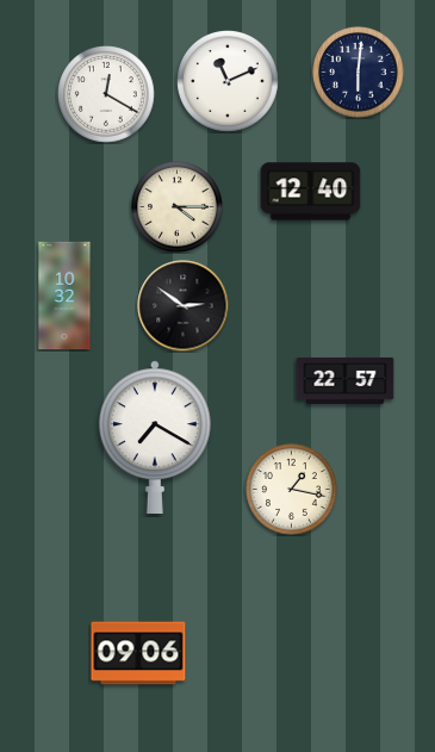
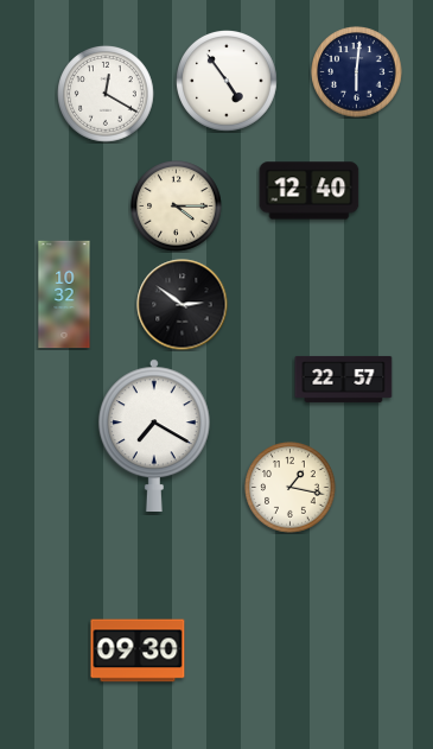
clock at (229, 82): 11:11 -> 4:54
clock at (138, 653): 09:06 -> 09:30
